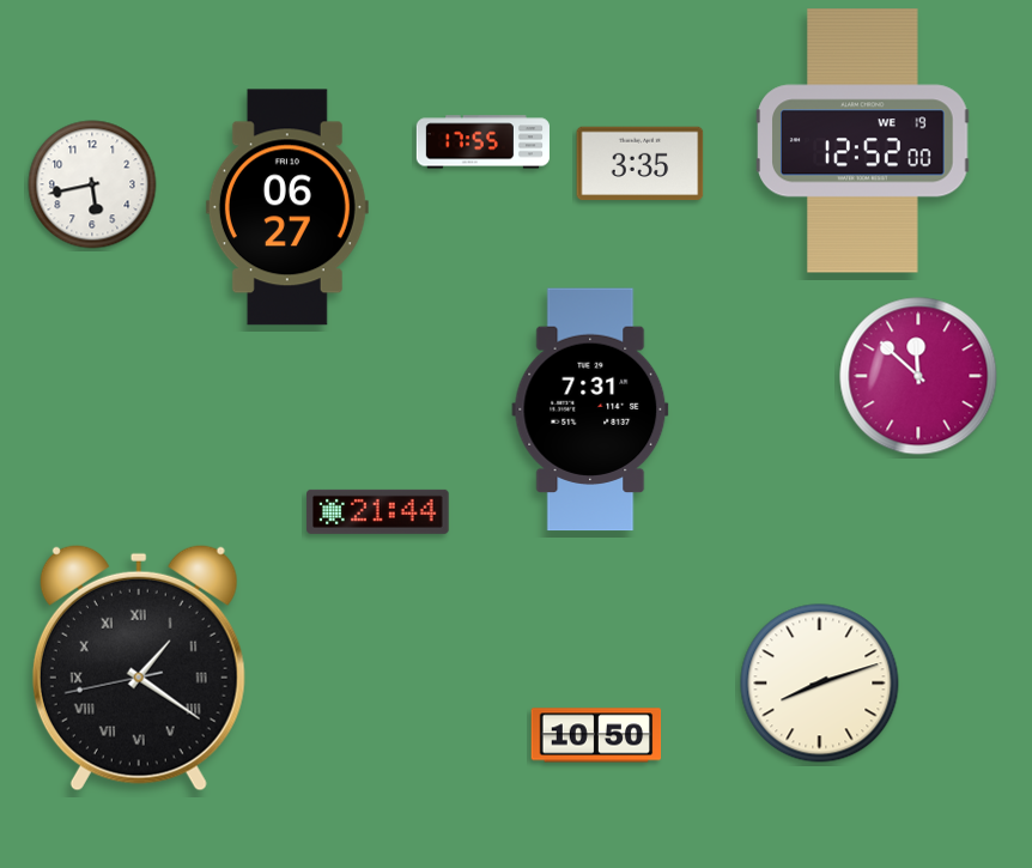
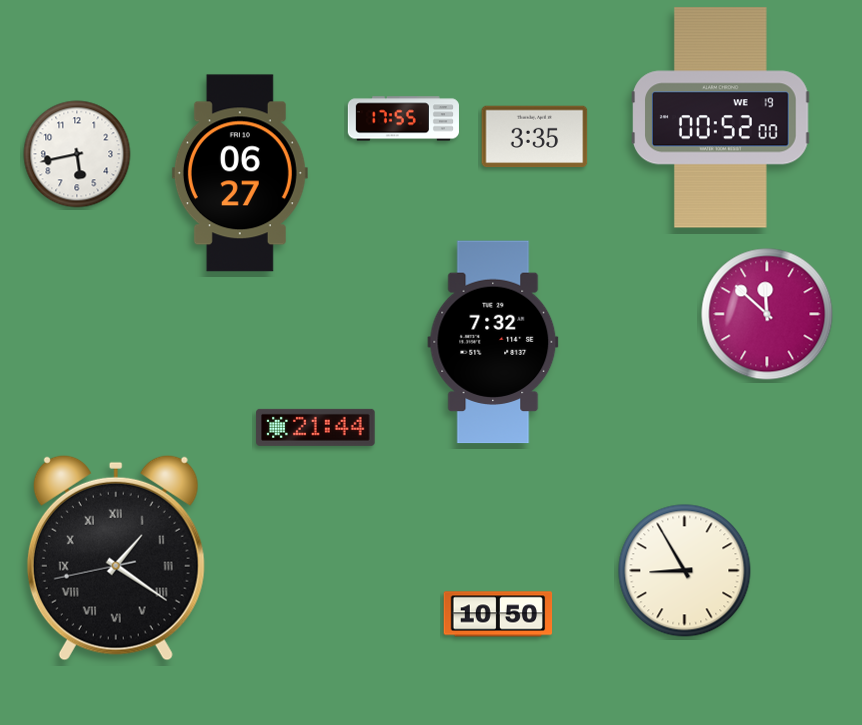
clock at (863, 141): 12:52 -> 00:52
clock at (590, 409): 7:31 -> 7:32
clock at (820, 684): 8:12 -> 8:55
